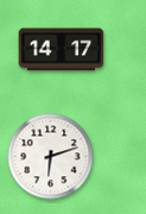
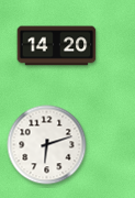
clock at (62, 50): 14:17 -> 14:20
